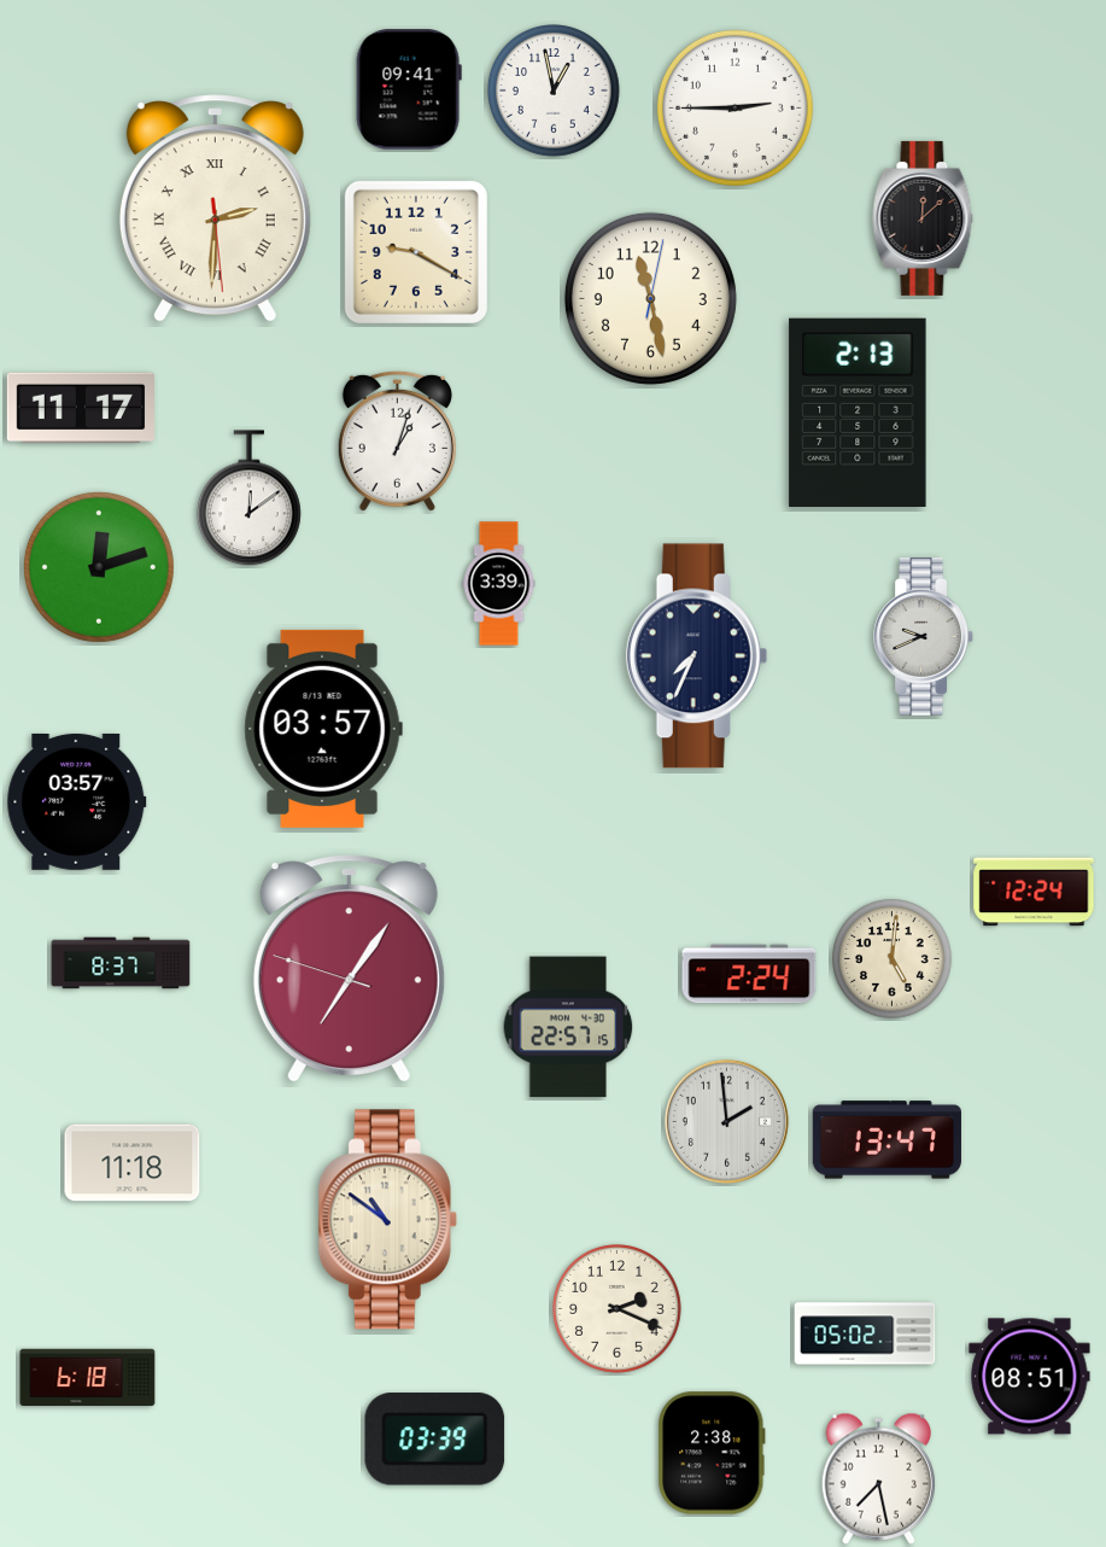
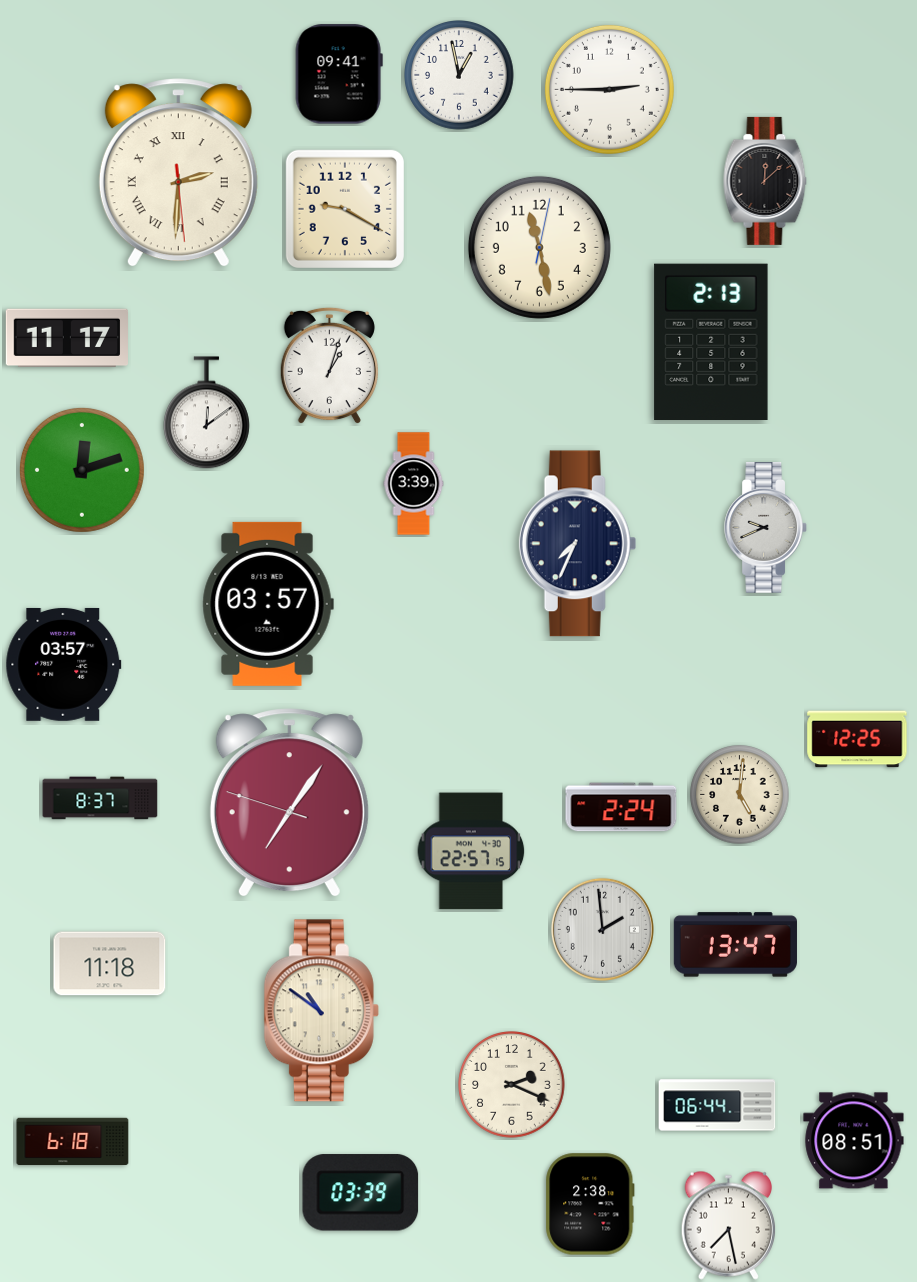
clock at (1034, 892): 12:24 -> 12:25
clock at (865, 1333): 05:02 -> 06:44
